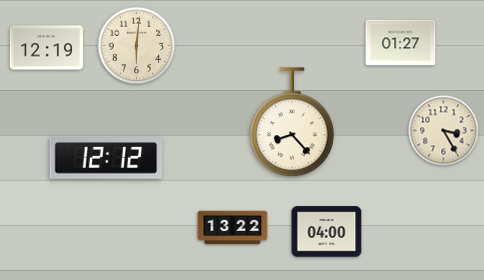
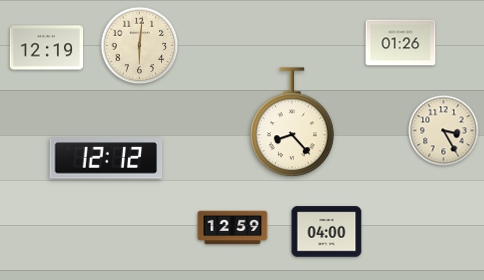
clock at (401, 43): 01:27 -> 01:26
clock at (137, 46) position: (137, 46) -> (140, 46)
clock at (233, 228): 13:22 -> 12:59
